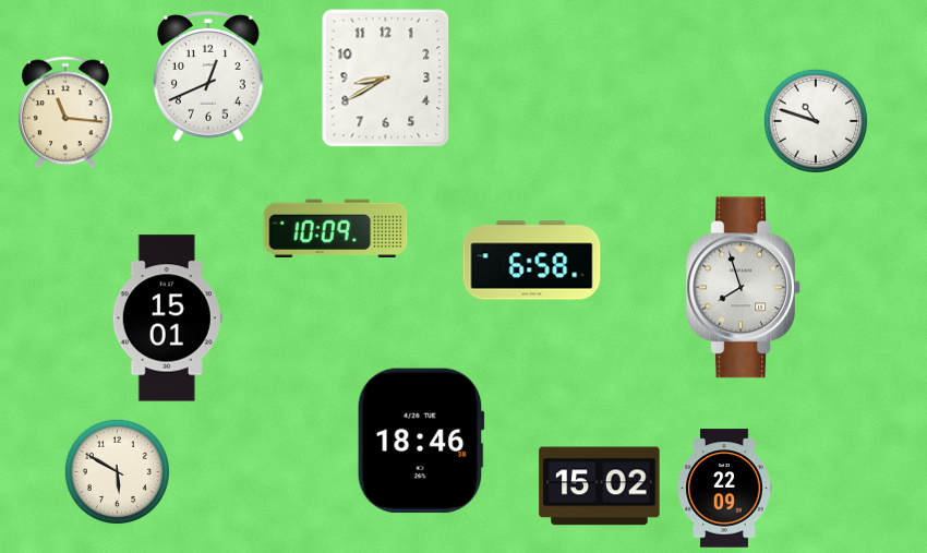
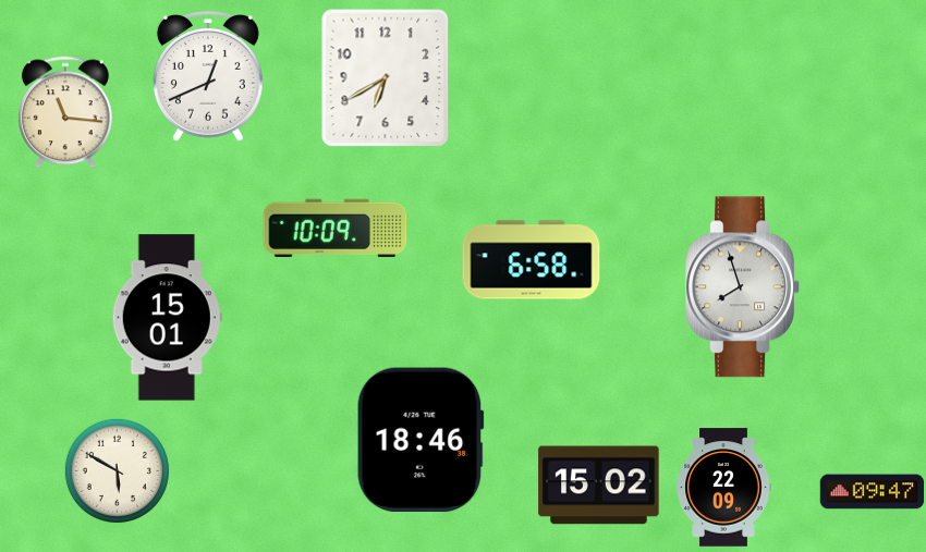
clock at (386, 79): 8:40 -> 6:40
clock at (815, 120): 10:48 -> none
clock at (873, 492): none -> 09:47
